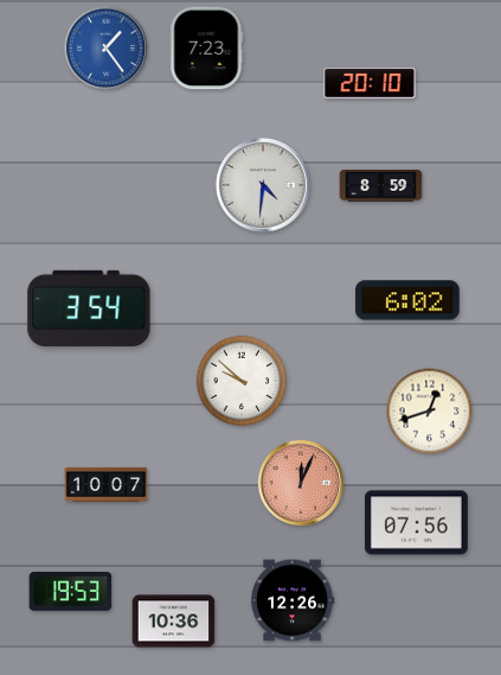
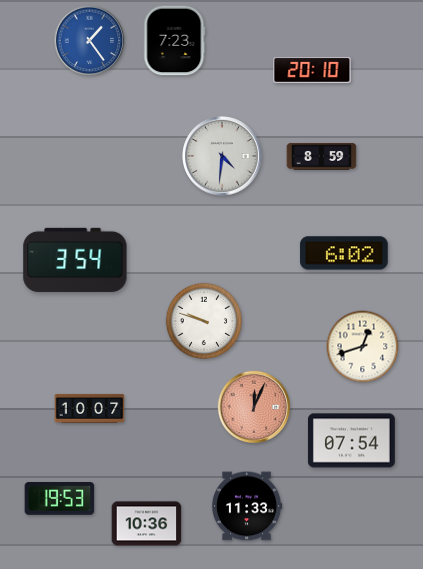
clock at (242, 381): 9:52 -> 9:48
clock at (416, 523): 07:56 -> 07:54
clock at (293, 600): 12:26 -> 11:33
